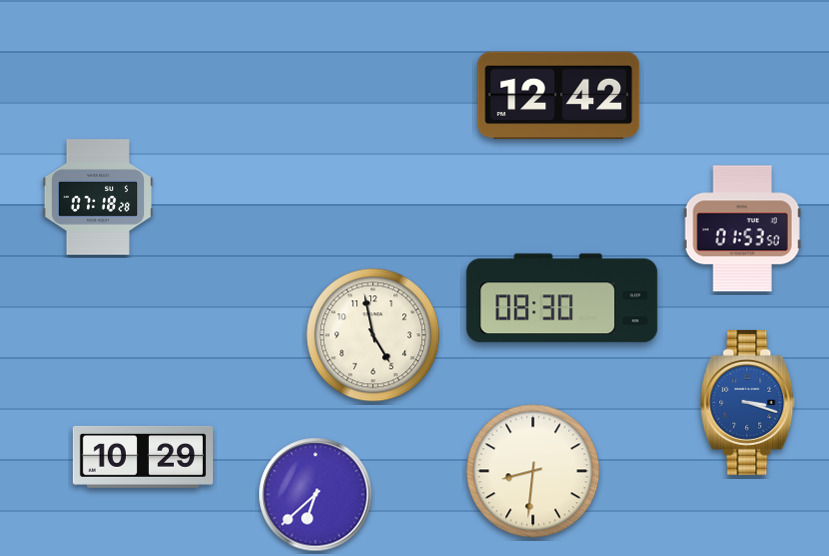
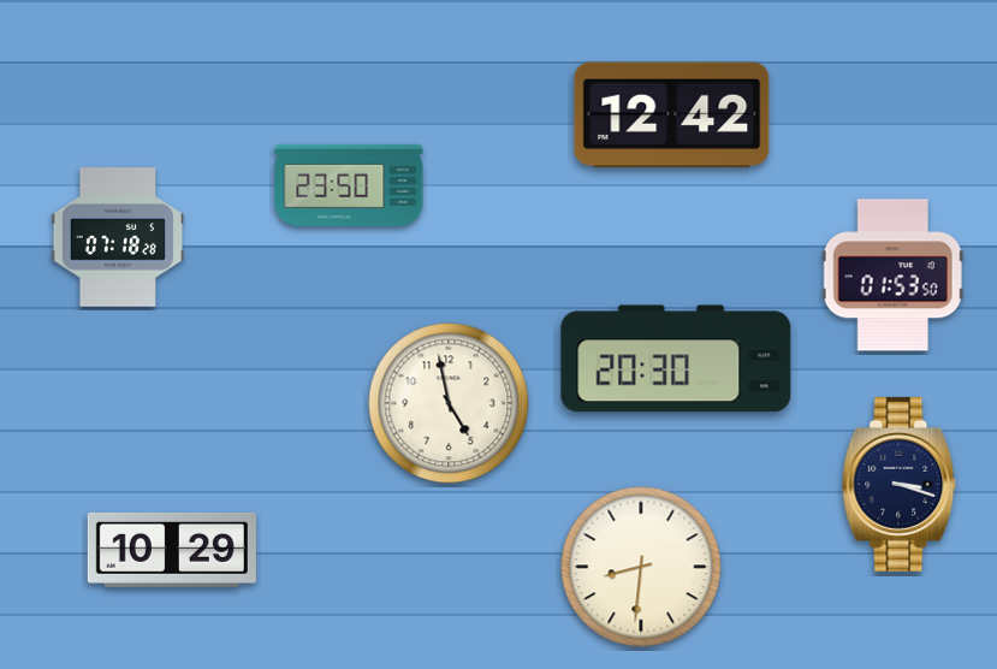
clock at (349, 185): none -> 23:50
clock at (562, 298): 08:30 -> 20:30
clock at (748, 402) dial: blue -> navy
clock at (316, 495): 6:38 -> none
